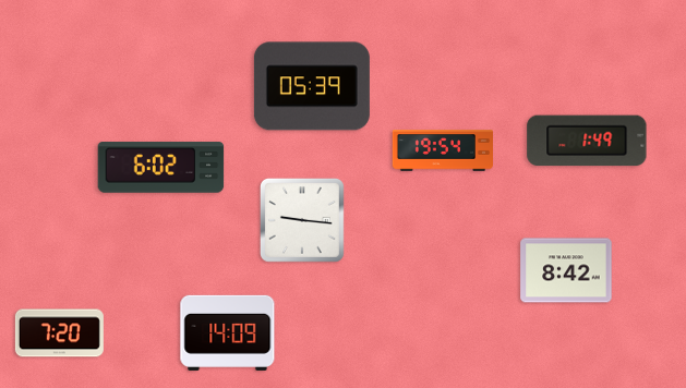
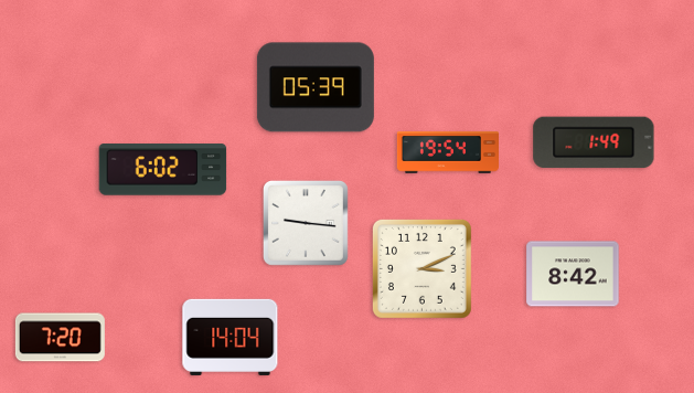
clock at (421, 268): none -> 3:11
clock at (228, 332): 14:09 -> 14:04
